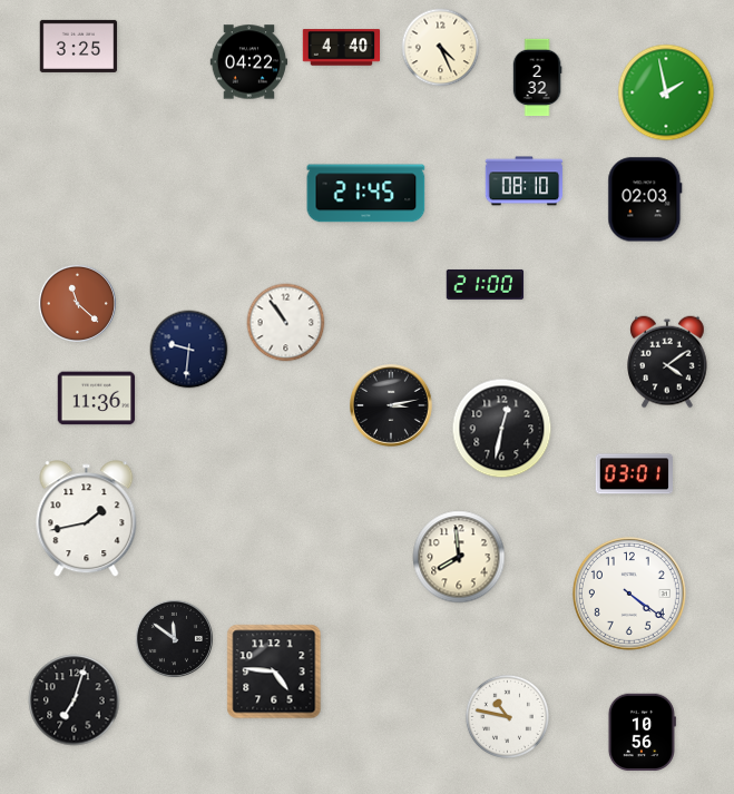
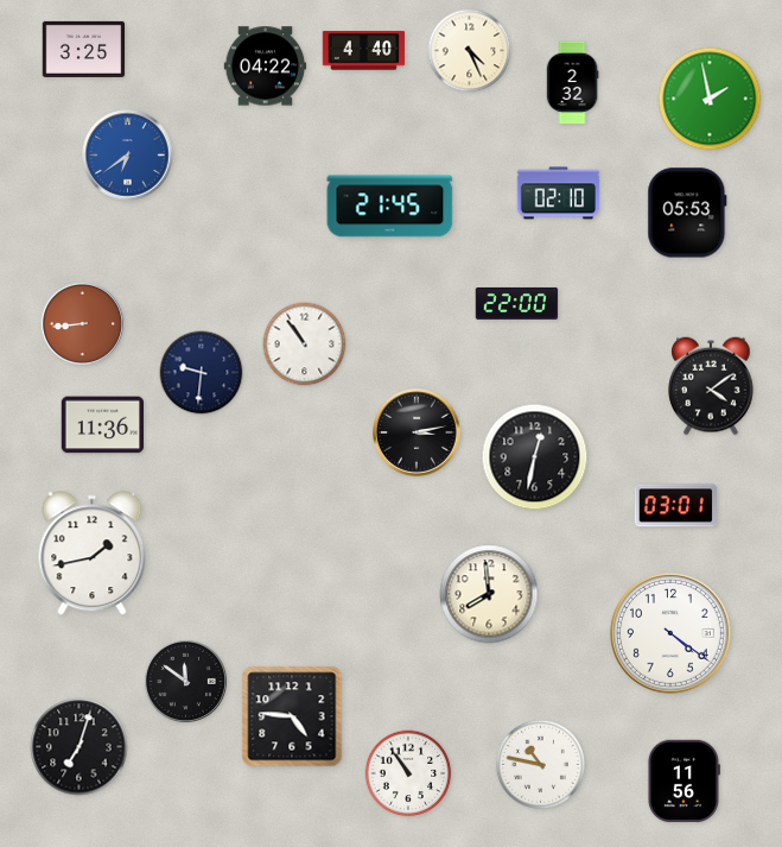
clock at (128, 156): none -> 6:39
clock at (525, 182): 08:10 -> 02:10
clock at (645, 199): 02:03 -> 05:53
clock at (486, 284): 21:00 -> 22:00
clock at (77, 303): 11:22 -> 8:44
clock at (408, 773): none -> 10:54
clock at (642, 733): 10:56 -> 11:56
